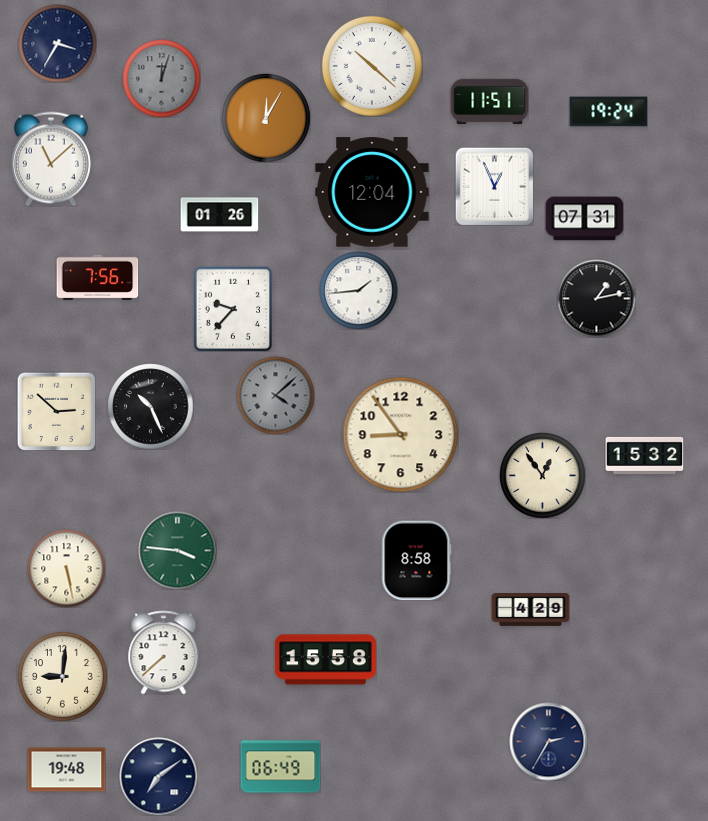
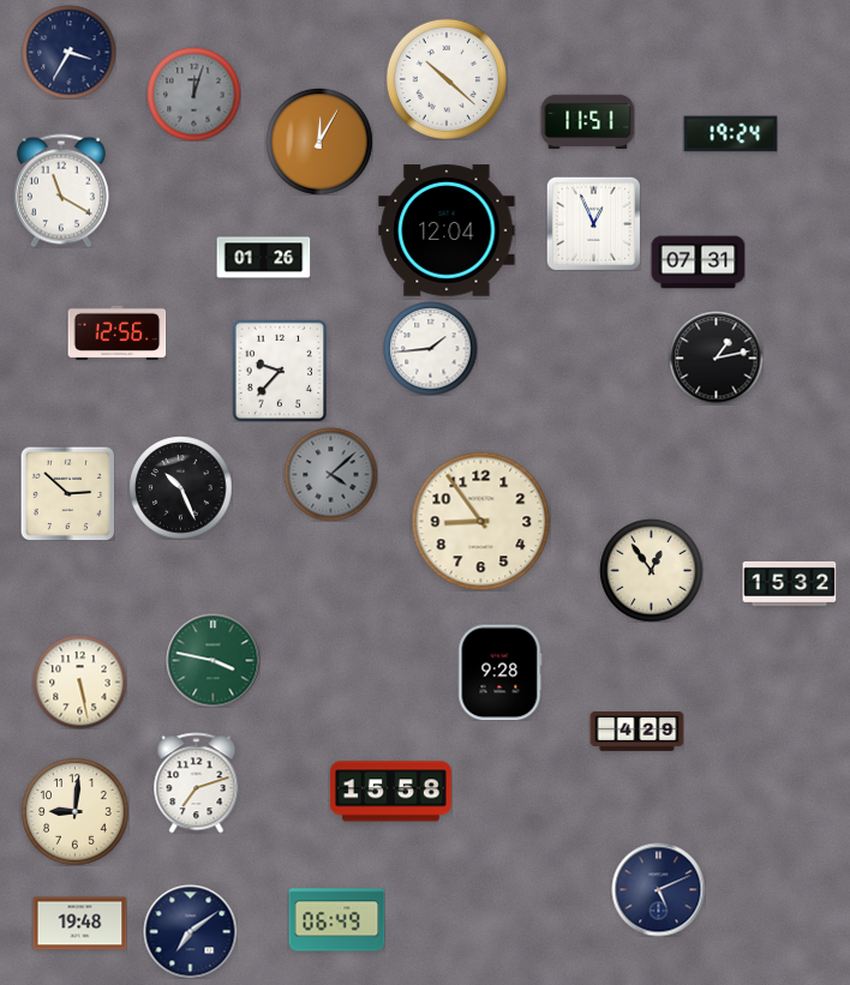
clock at (51, 159): 11:08 -> 11:20
clock at (584, 219) position: (584, 219) -> (698, 263)
clock at (97, 277): 7:56 -> 12:56
clock at (644, 455) position: (644, 455) -> (789, 583)
clock at (177, 550): 3:46 -> 3:47
clock at (416, 560): 8:58 -> 9:28
clock at (164, 652): 7:38 -> 7:12
clock at (548, 741): 2:35 -> 5:11
